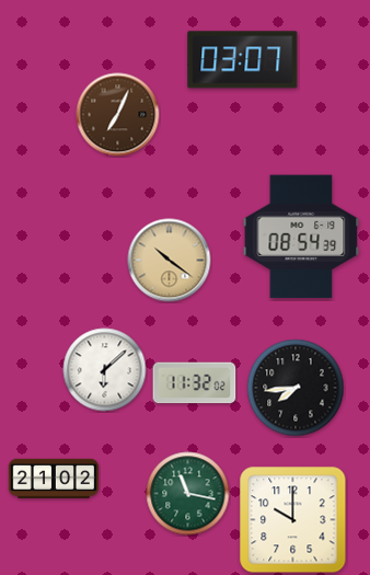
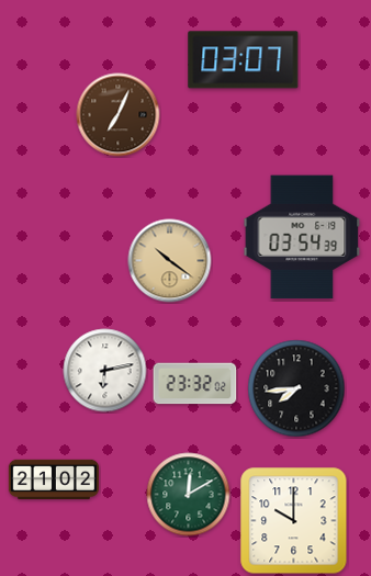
clock at (301, 237): 08:54 -> 03:54
clock at (105, 370): 6:08 -> 6:13
clock at (195, 383): 11:32 -> 23:32
clock at (188, 494): 11:17 -> 12:10
